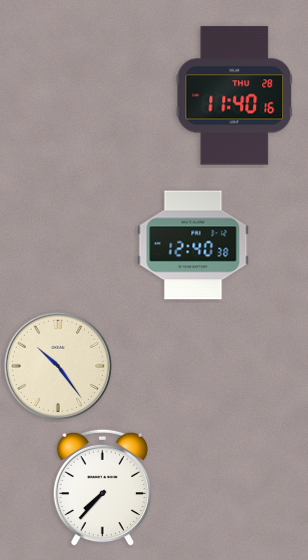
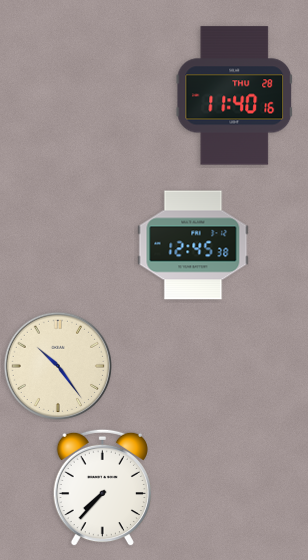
clock at (193, 245): 12:40 -> 12:45
